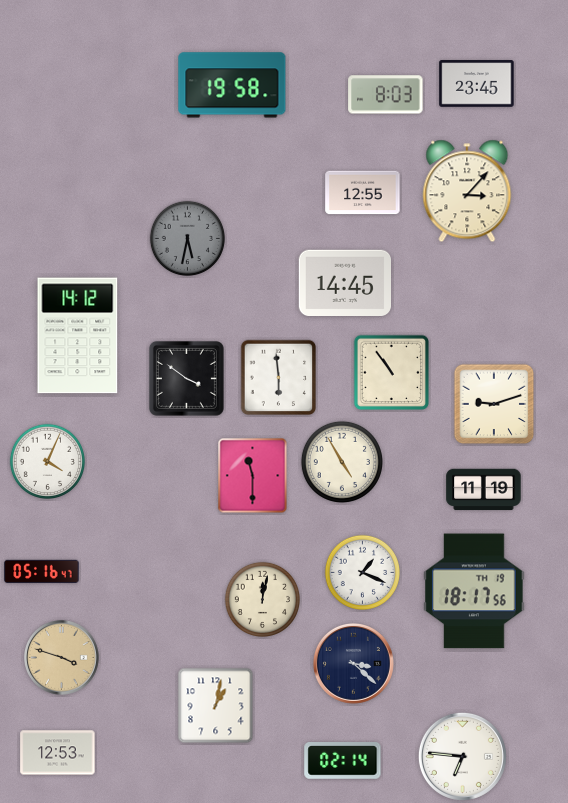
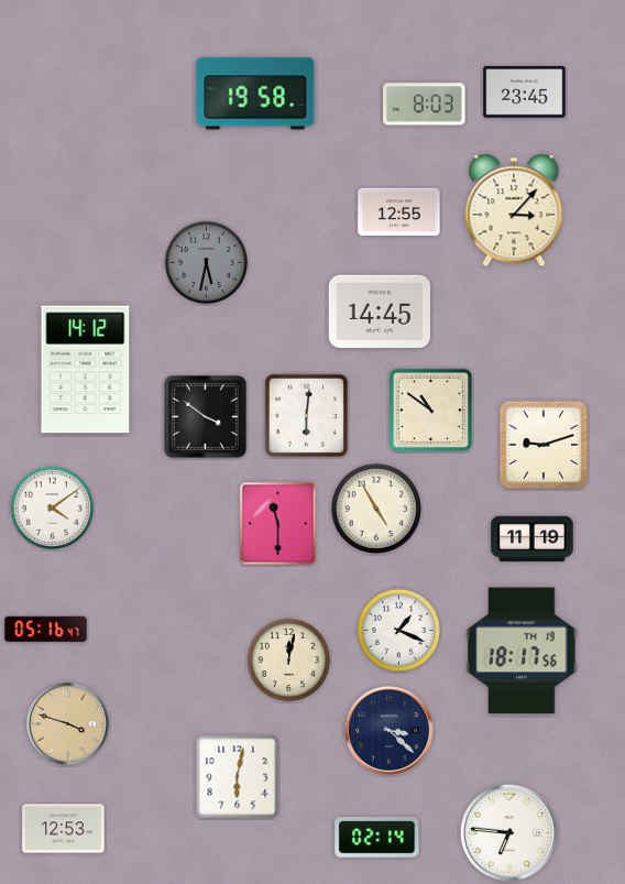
clock at (392, 373): 10:54 -> 10:51
clock at (279, 378): 5:59 -> 6:01
clock at (47, 461): 4:04 -> 4:09
clock at (216, 706): 1:02 -> 6:02
